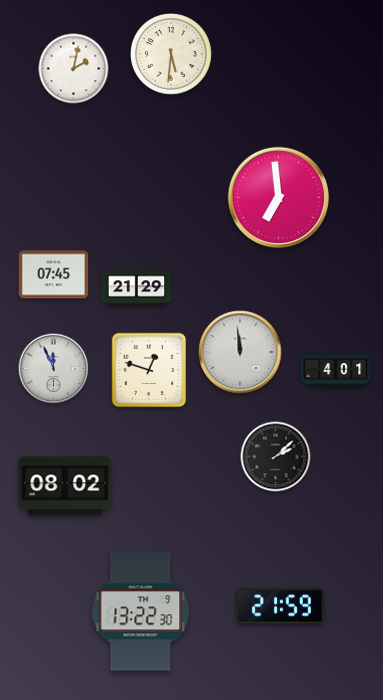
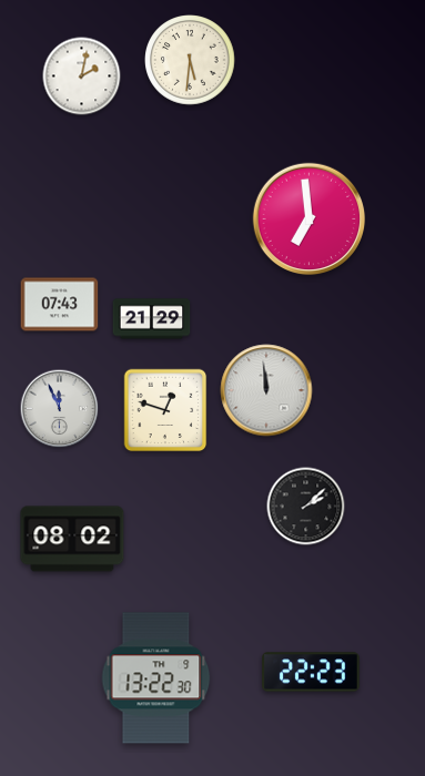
clock at (54, 275): 07:45 -> 07:43
clock at (336, 371): 4:01 -> none
clock at (280, 606): 21:59 -> 22:23
